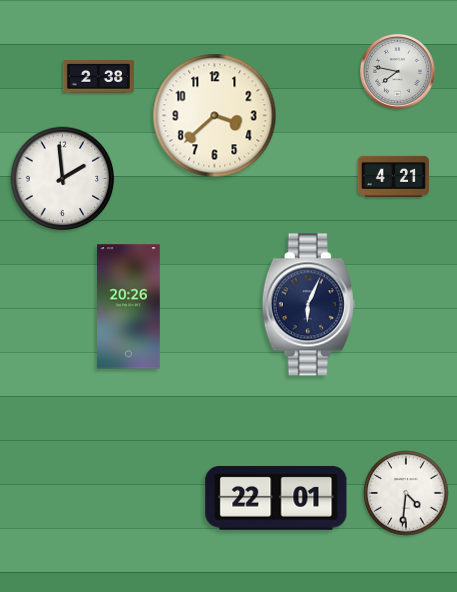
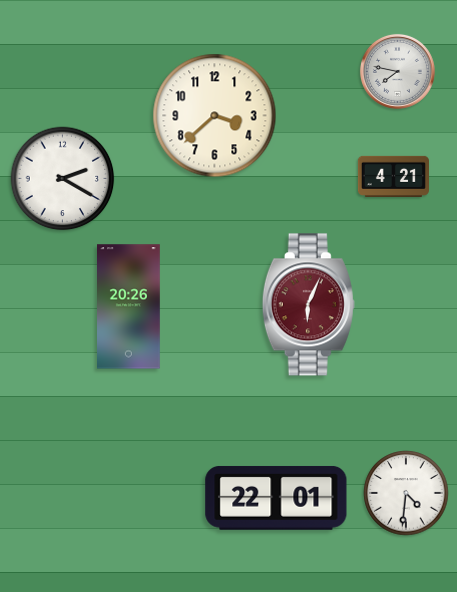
clock at (98, 77): 2:38 -> none
clock at (63, 179): 1:59 -> 2:20
clock at (308, 305) dial: navy -> burgundy
